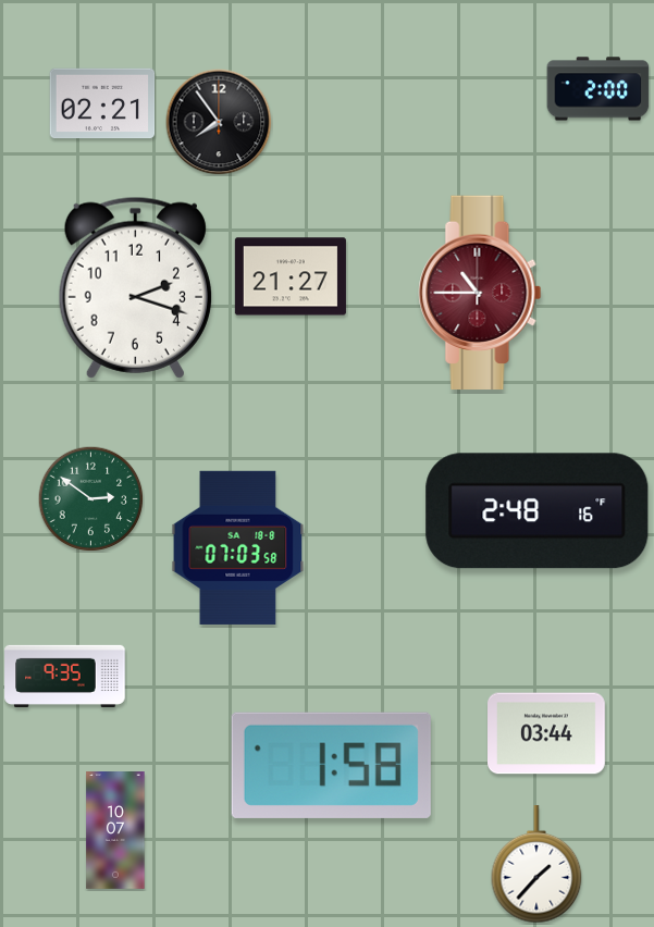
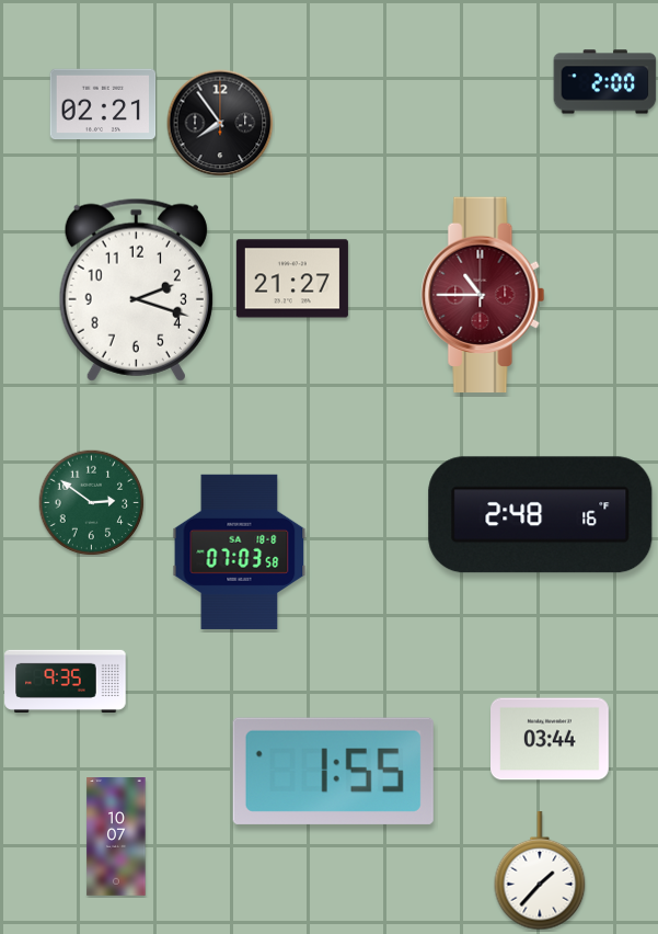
clock at (599, 89) position: (599, 89) -> (605, 82)
clock at (331, 765): 1:58 -> 1:55
